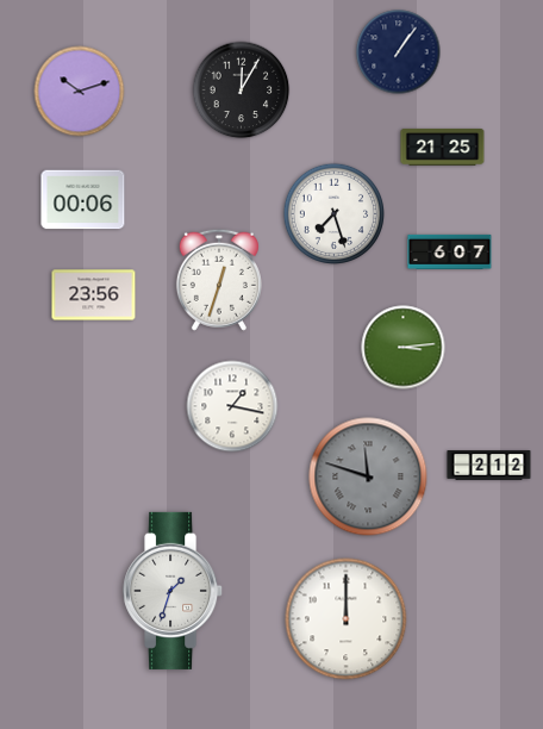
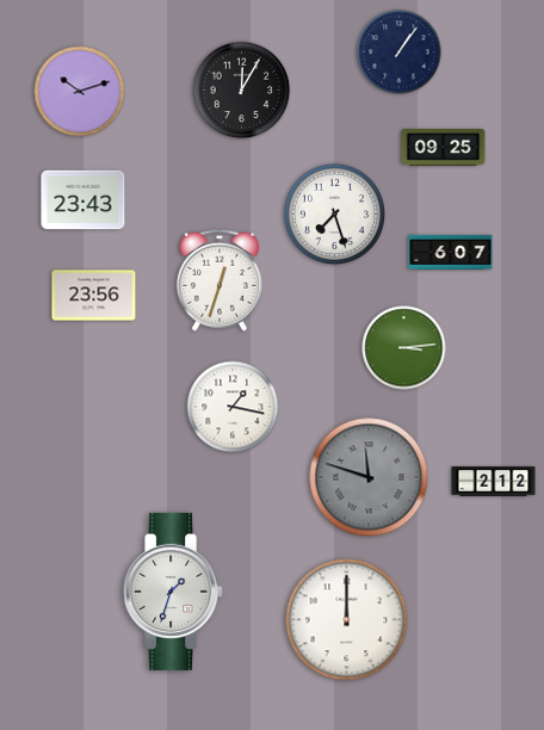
clock at (443, 147): 21:25 -> 09:25
clock at (83, 200): 00:06 -> 23:43
clock at (489, 466) position: (489, 466) -> (494, 482)
